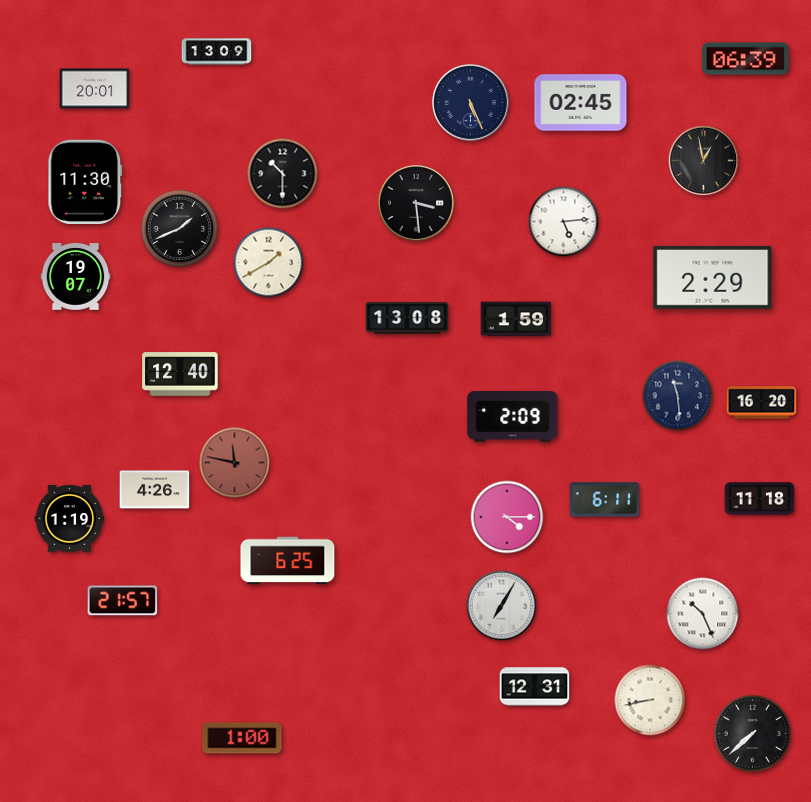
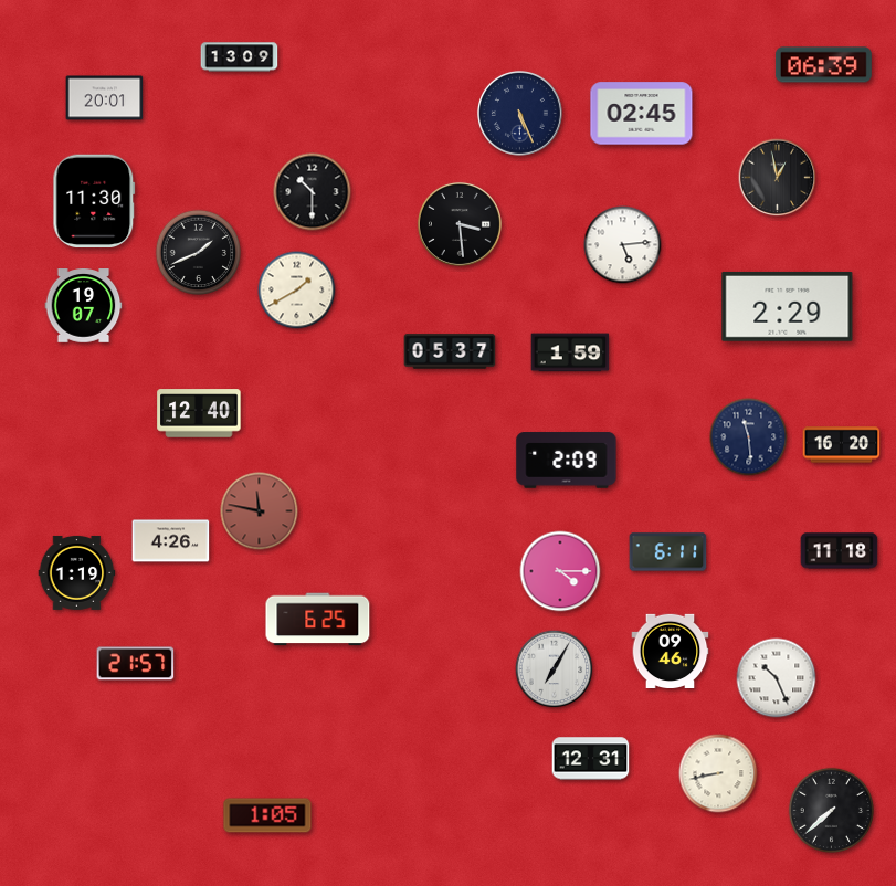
clock at (407, 318): 13:08 -> 05:37
clock at (671, 652): none -> 09:46
clock at (242, 738): 1:00 -> 1:05
